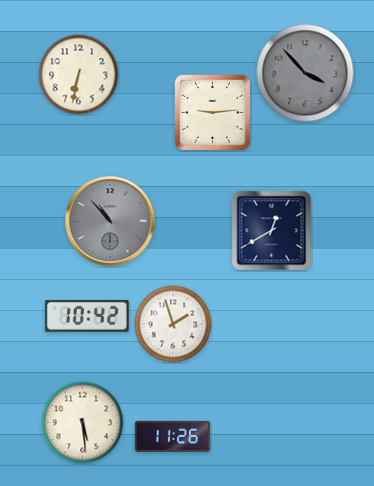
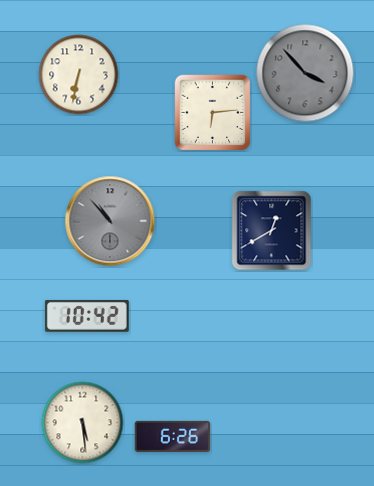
clock at (212, 112): 9:14 -> 6:14
clock at (173, 324): 1:57 -> none
clock at (173, 436): 11:26 -> 6:26
